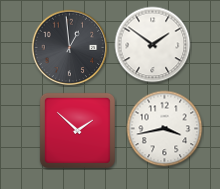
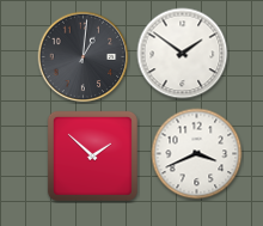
clock at (70, 48): 12:59 -> 1:01
clock at (165, 129): 3:43 -> 3:41
